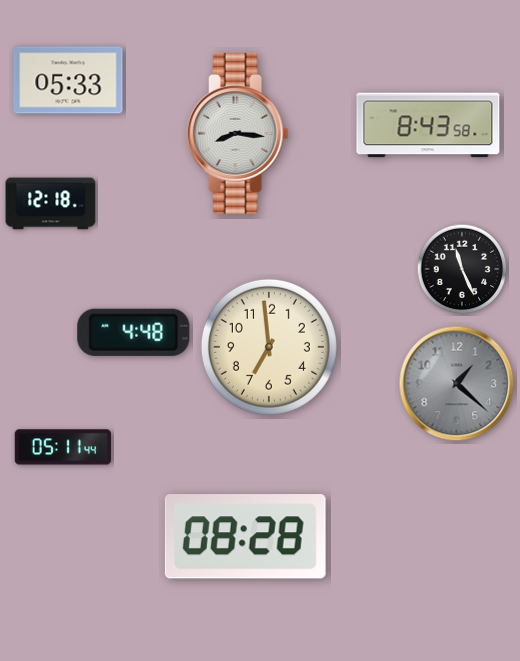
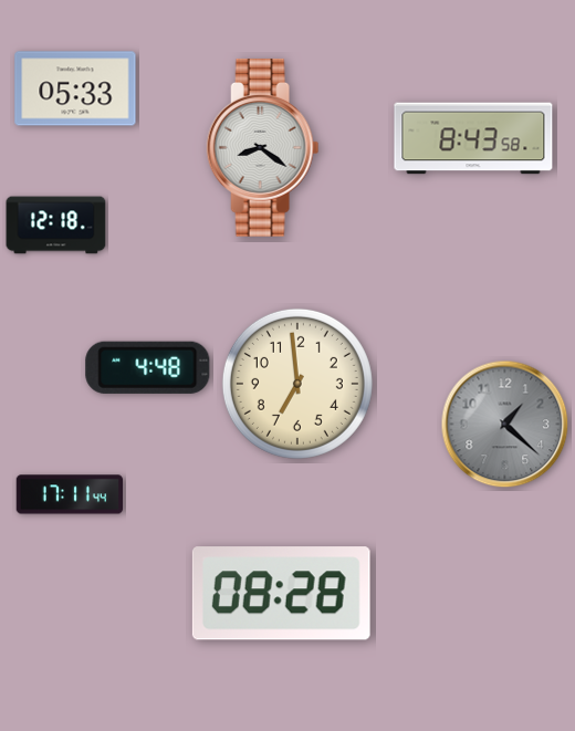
clock at (238, 133): 8:16 -> 8:21
clock at (462, 269): 11:26 -> none
clock at (63, 447): 05:11 -> 17:11
clock at (245, 537) position: (245, 537) -> (281, 594)
